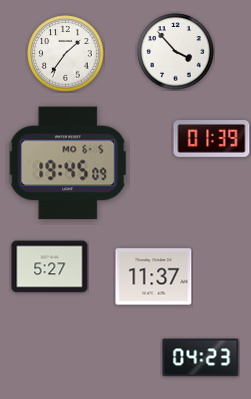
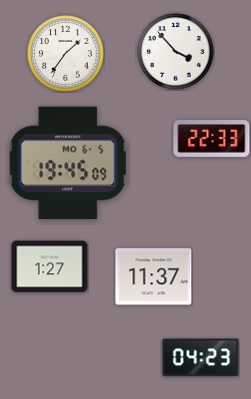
clock at (212, 139): 01:39 -> 22:33
clock at (50, 267): 5:27 -> 1:27
